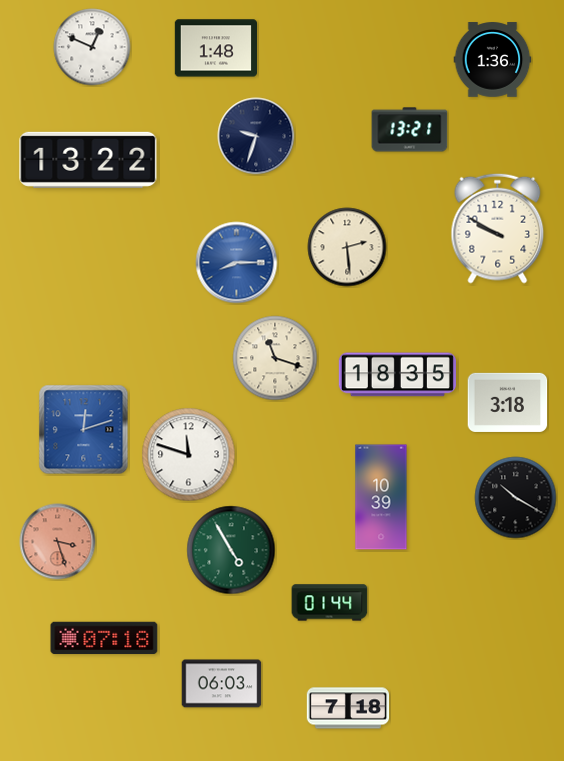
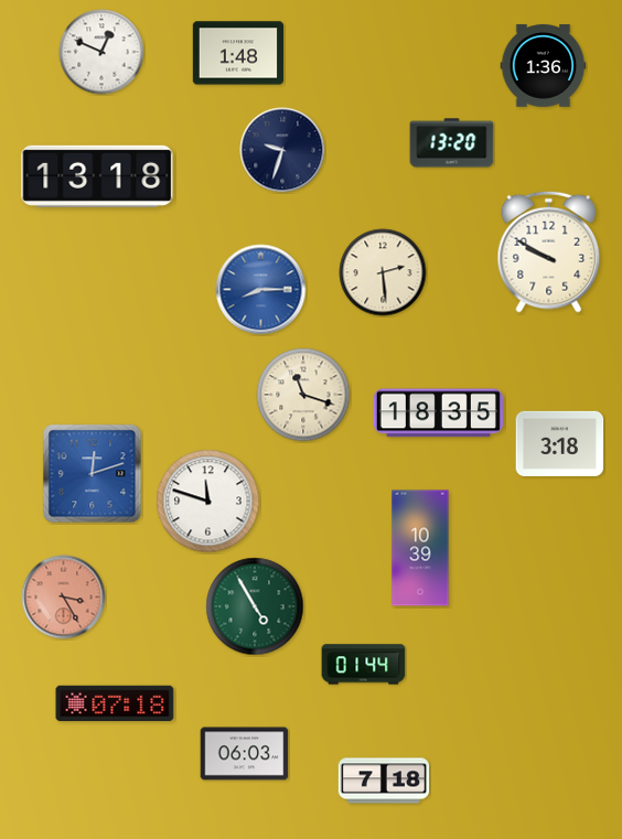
clock at (410, 130): 13:21 -> 13:20
clock at (88, 160): 13:22 -> 13:18
clock at (516, 498): 10:20 -> none
clock at (58, 542): 3:27 -> 3:25
